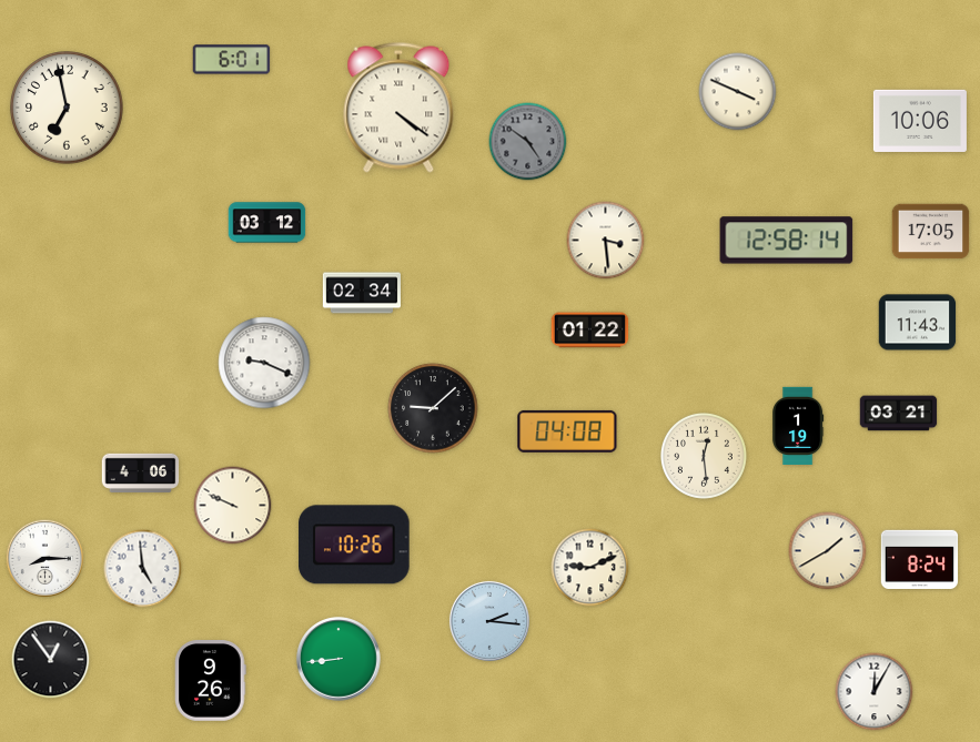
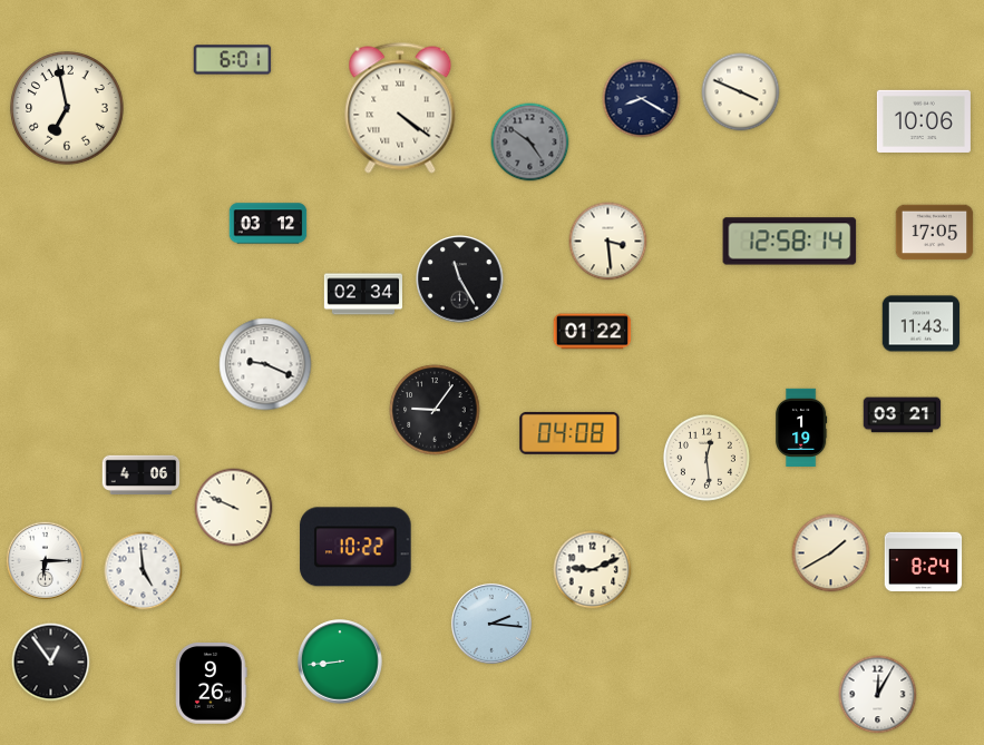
clock at (642, 99): none -> 8:20
clock at (460, 280): none -> 11:25
clock at (433, 408): 9:08 -> 9:06
clock at (354, 545): 10:26 -> 10:22
clock at (44, 558): 8:15 -> 6:15
